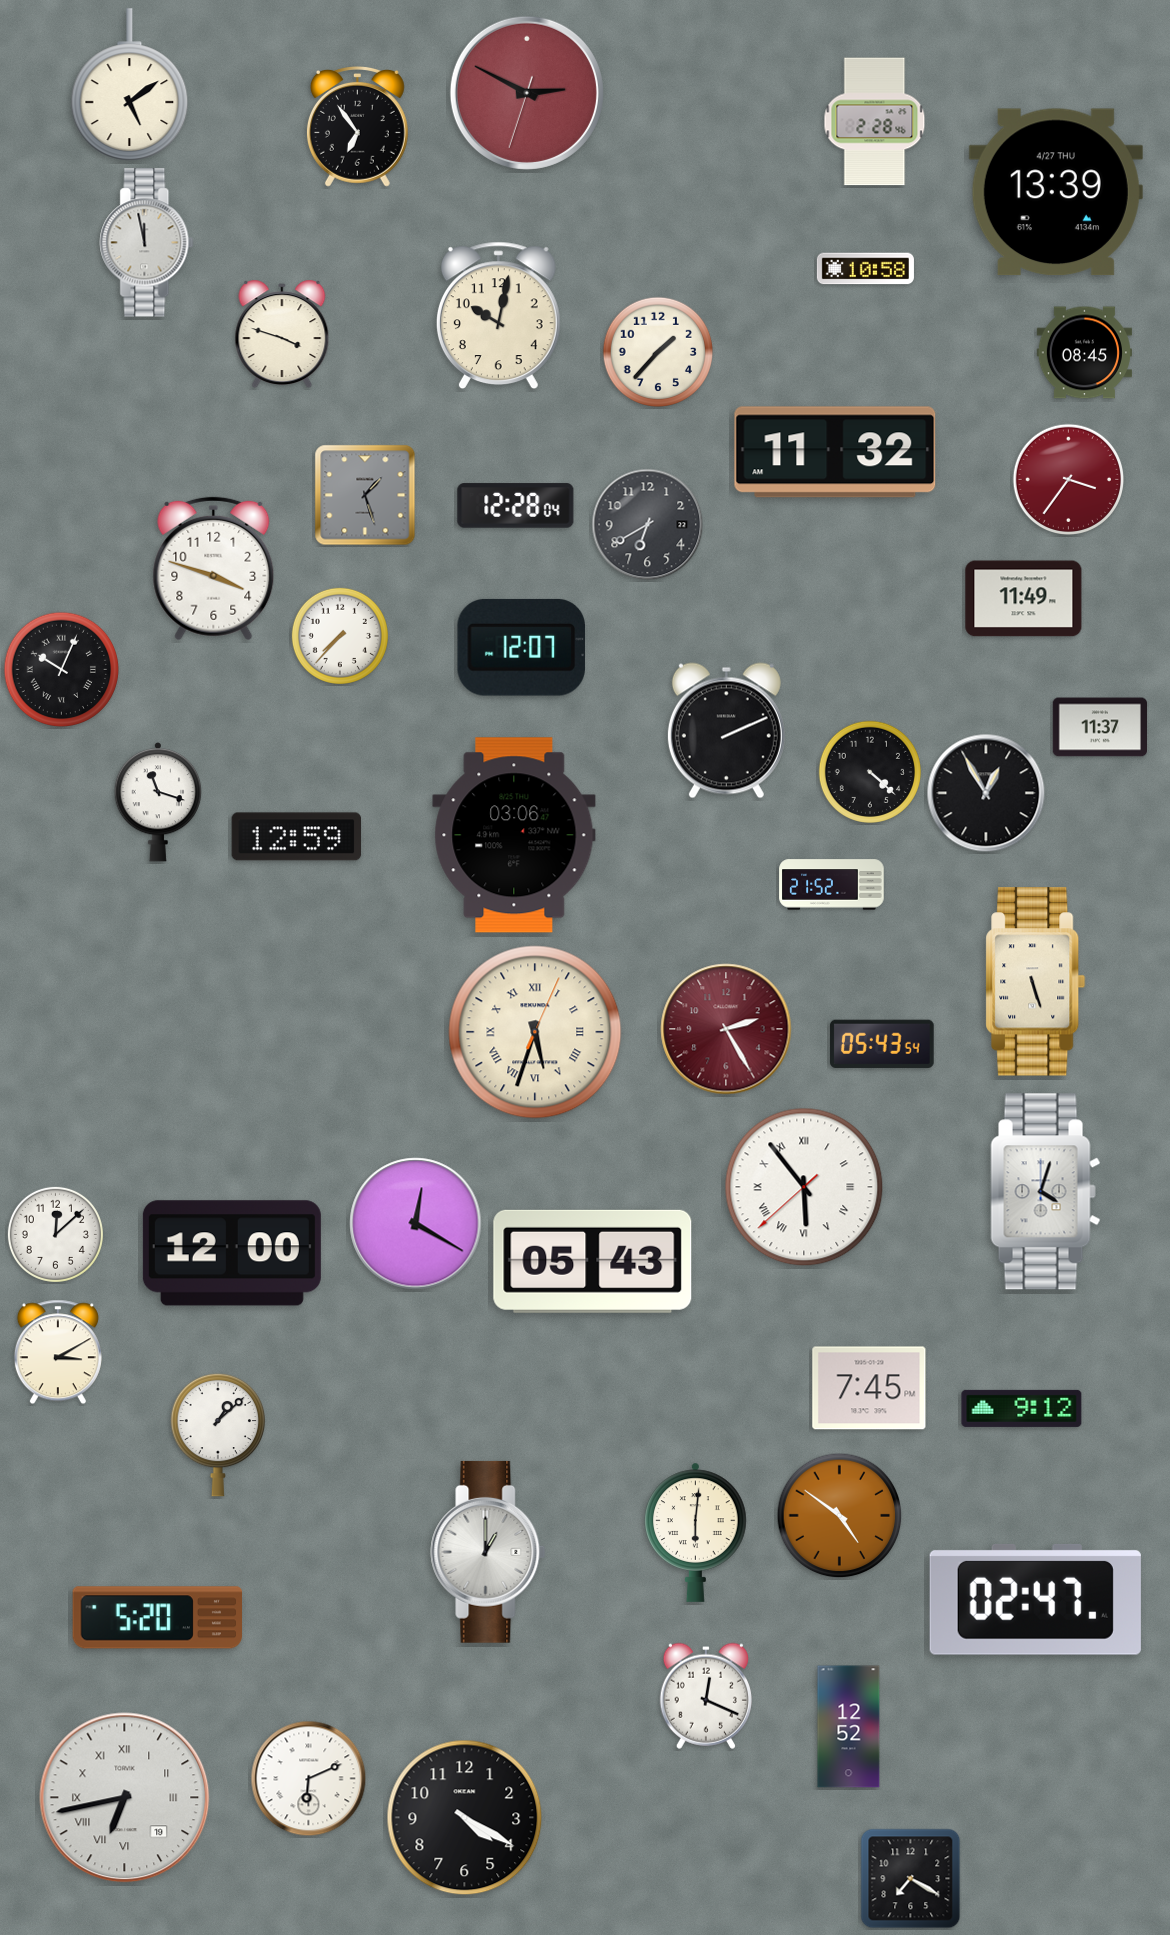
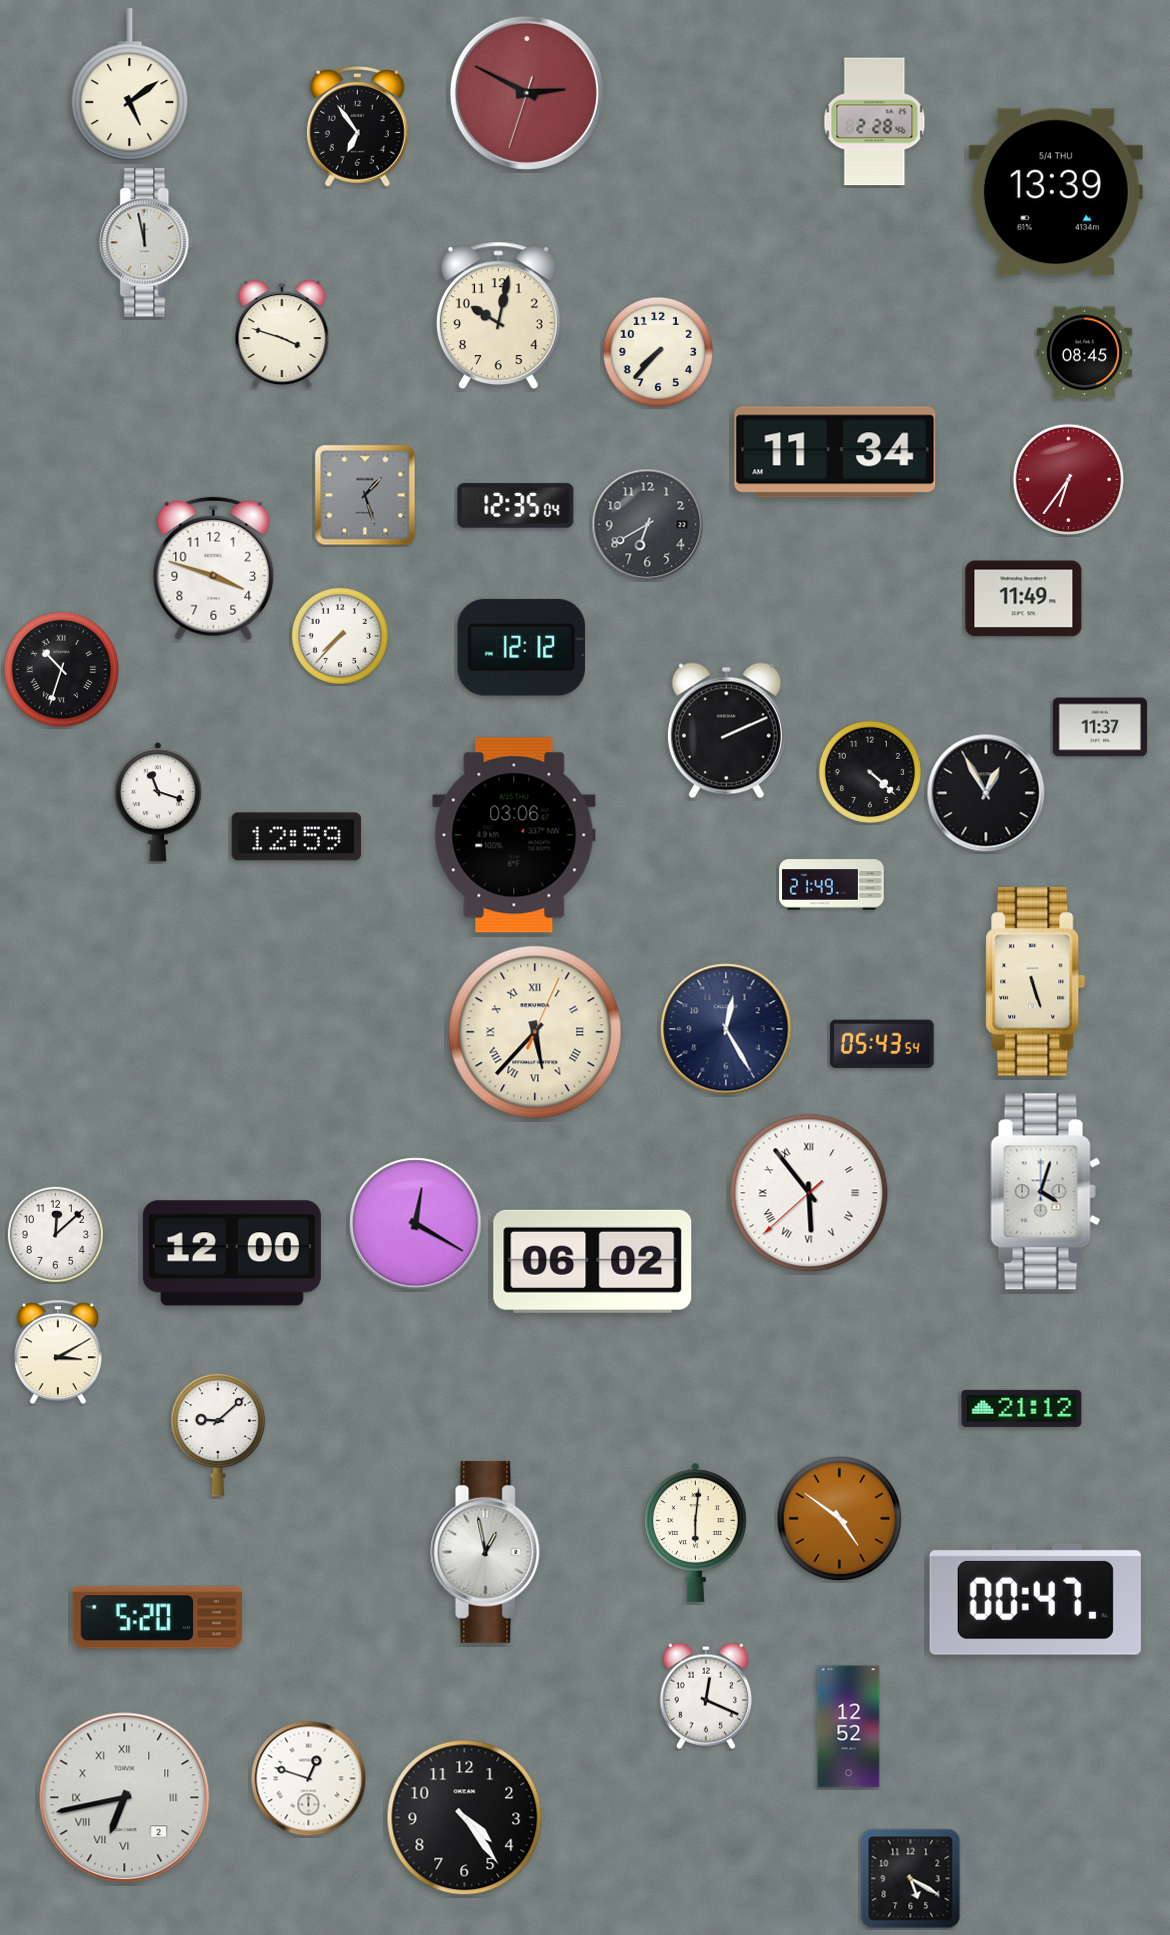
clock at (1056, 192) date: 4/27 THU -> 5/4 THU
clock at (865, 269): 10:58 -> none
clock at (657, 351): 1:37 -> 7:37
clock at (835, 452): 11:32 -> 11:34
clock at (1068, 479): 3:36 -> 6:36
clock at (516, 506): 12:28 -> 12:35
clock at (521, 647): 12:07 -> 12:12
clock at (62, 670): 10:04 -> 10:33
clock at (832, 885): 21:52 -> 21:49
clock at (726, 1029): 2:25 -> 12:25
clock at (726, 1029) dial: burgundy -> navy
clock at (535, 1032): 5:33 -> 5:37
clock at (804, 1187) position: (804, 1187) -> (809, 1193)
clock at (593, 1261): 05:43 -> 06:02
clock at (869, 1388): 7:45 -> none
clock at (1022, 1408): 9:12 -> 21:12
clock at (218, 1435): 1:08 -> 9:08
clock at (840, 1516) position: (840, 1516) -> (840, 1519)
clock at (488, 1552): 1:00 -> 12:58
clock at (1035, 1599): 02:47 -> 00:47
clock at (309, 1779): 6:11 -> 12:48
clock at (125, 1798) date: 19 -> 2
clock at (465, 1818): 4:20 -> 4:24
clock at (911, 1879): 7:20 -> 5:20
